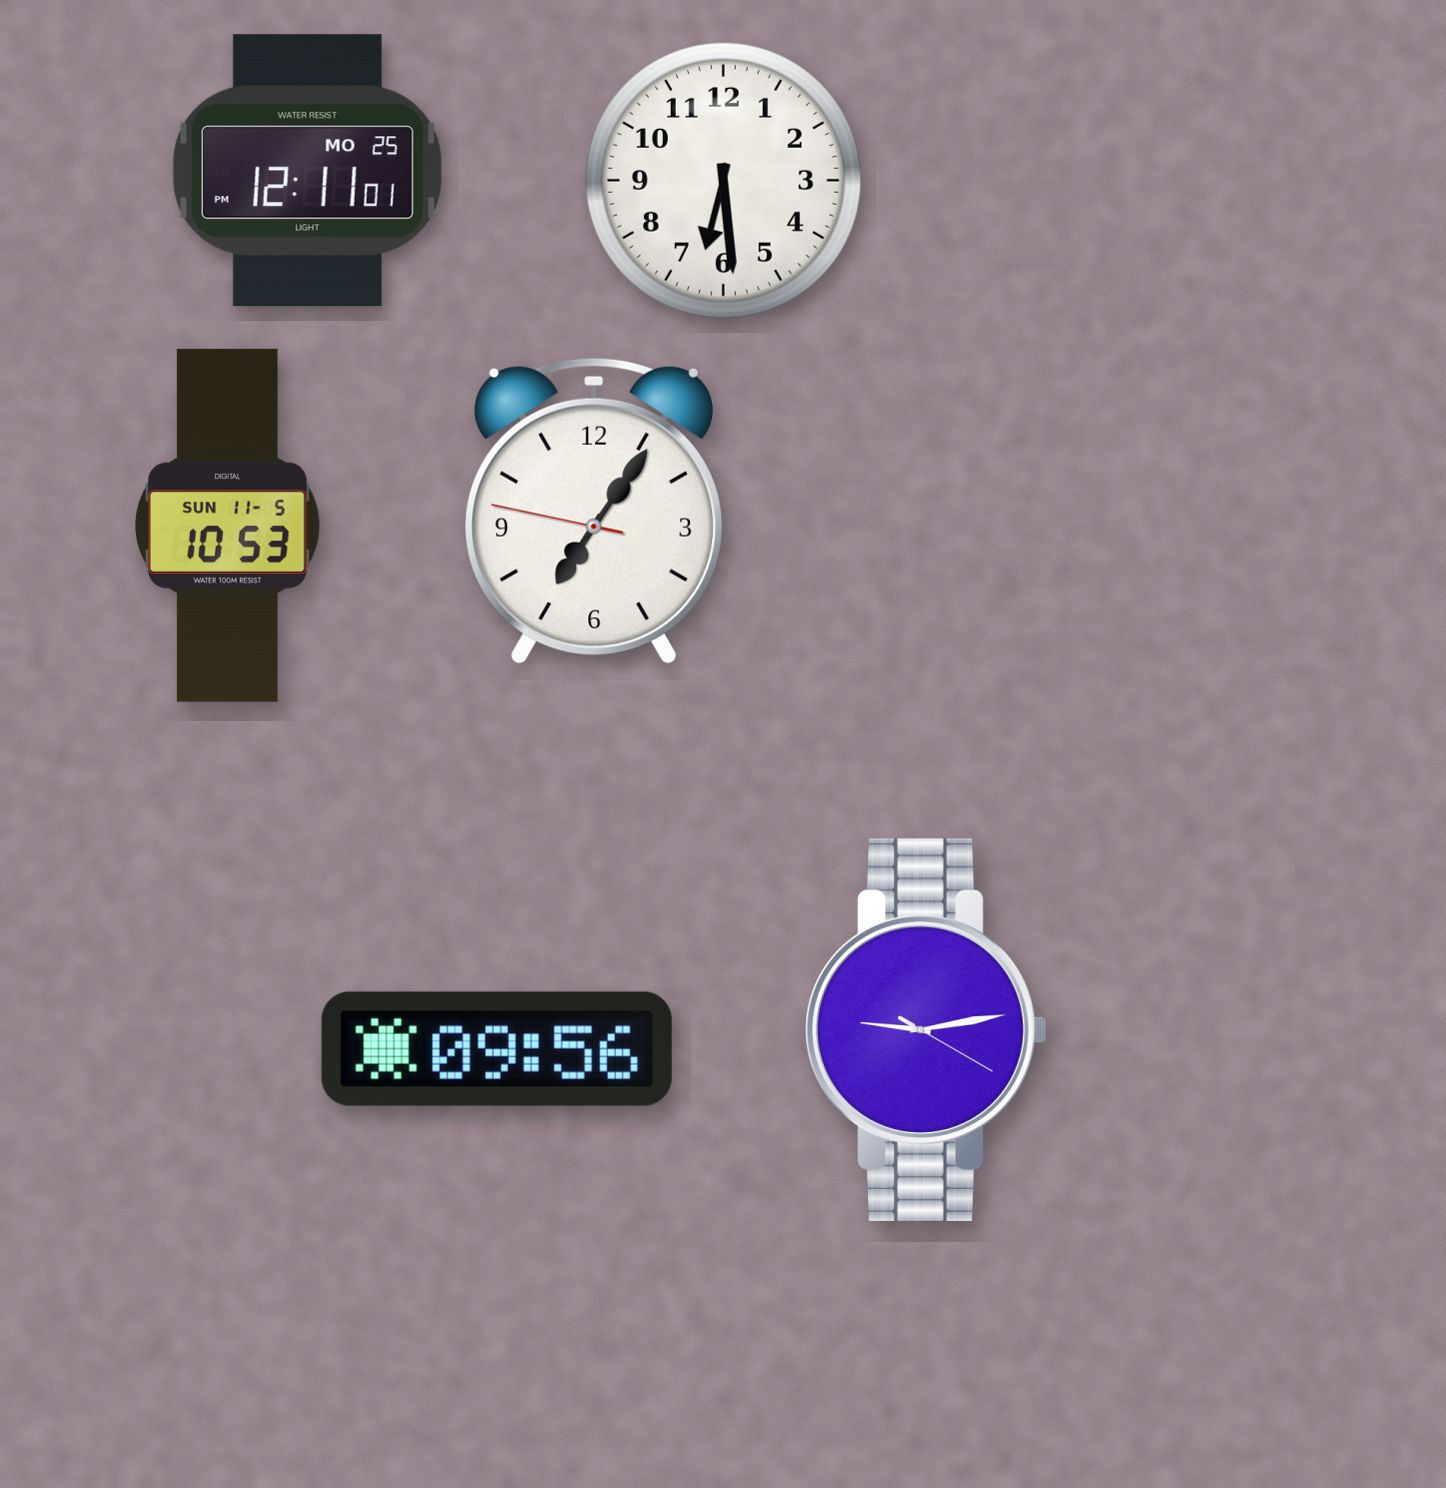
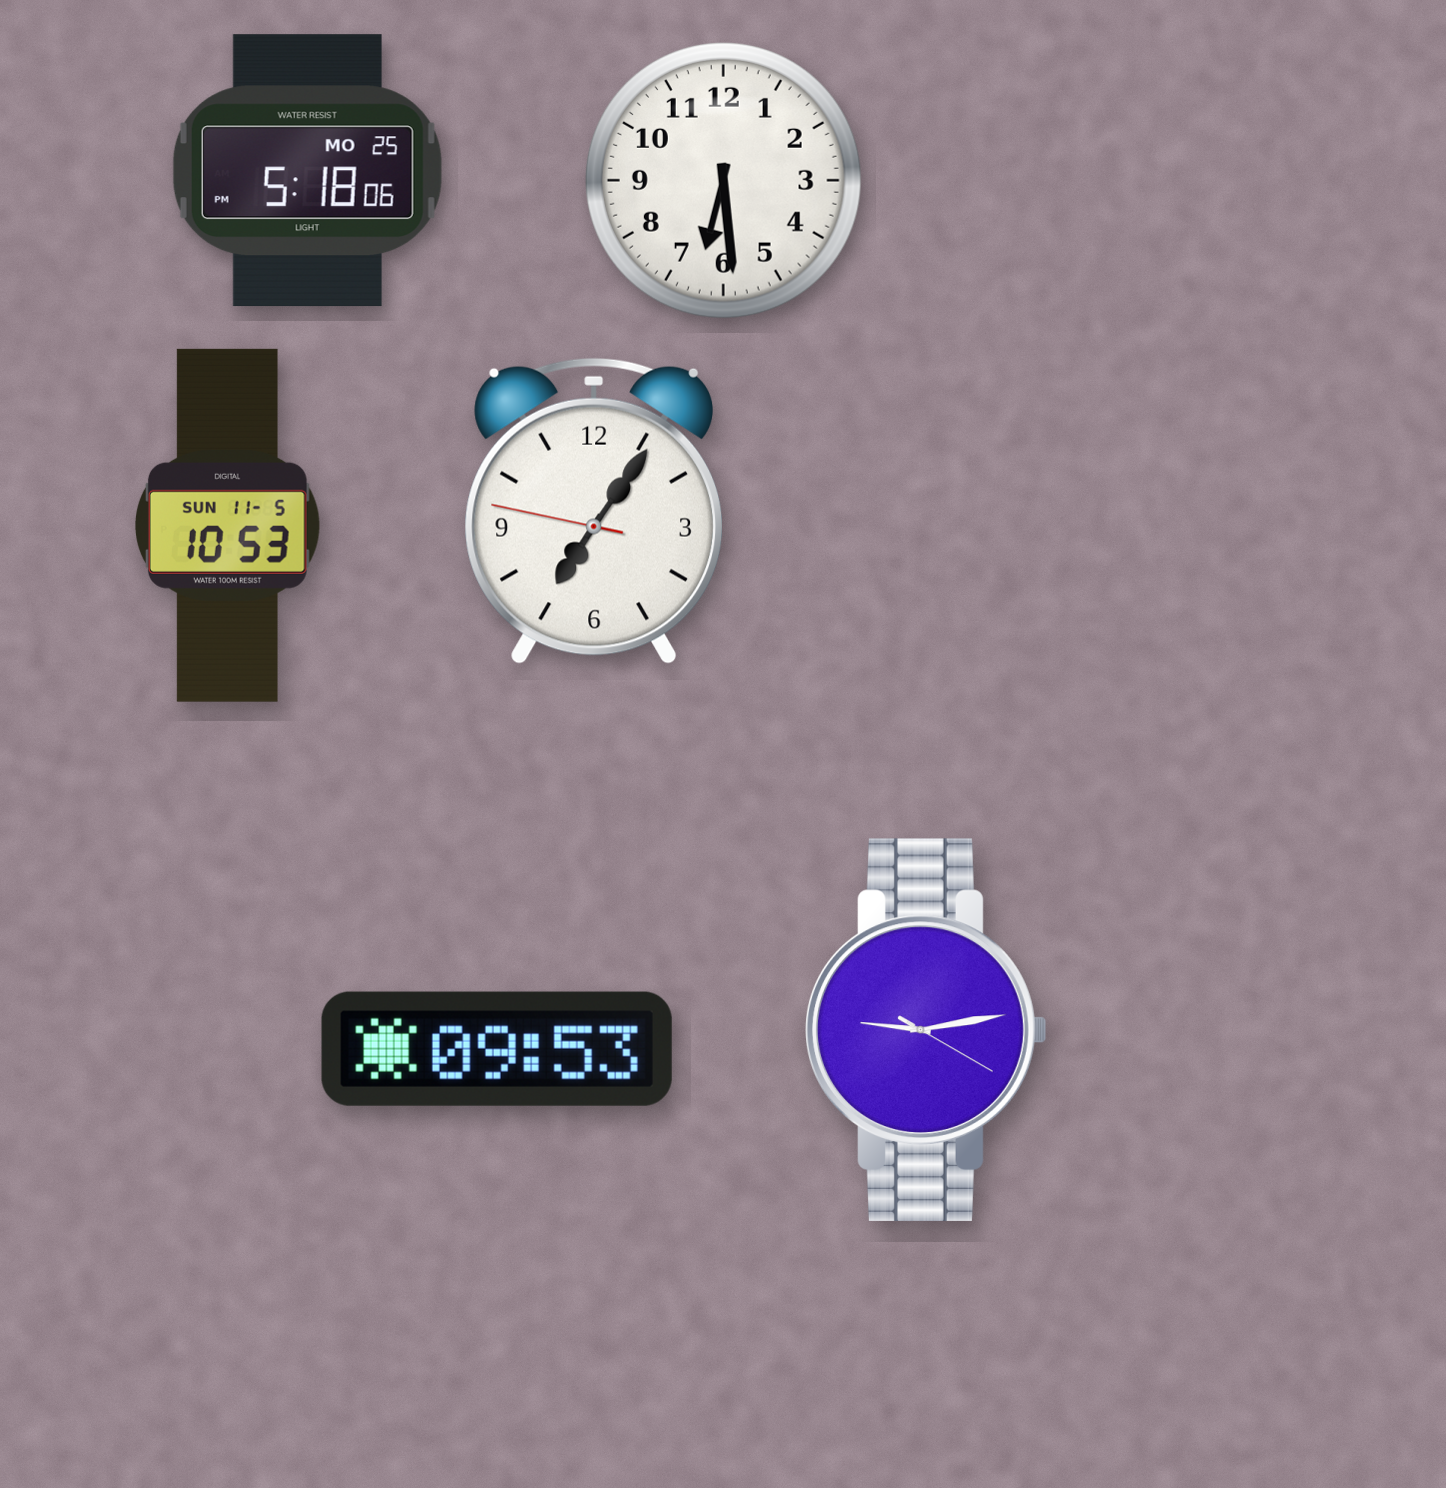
clock at (307, 171): 12:11 -> 5:18
clock at (497, 1049): 09:56 -> 09:53
